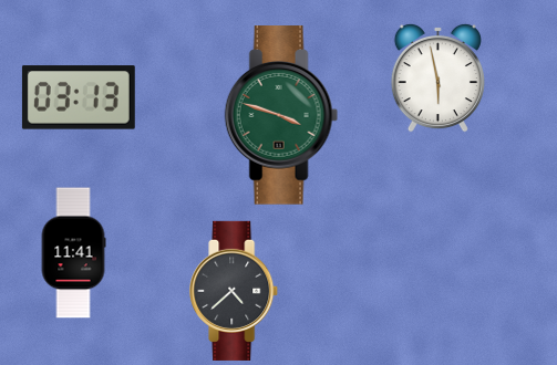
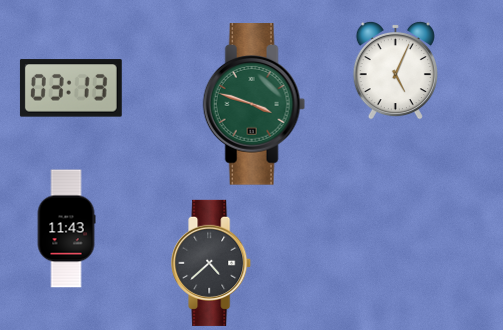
clock at (437, 77): 5:58 -> 5:04
clock at (73, 253): 11:41 -> 11:43
